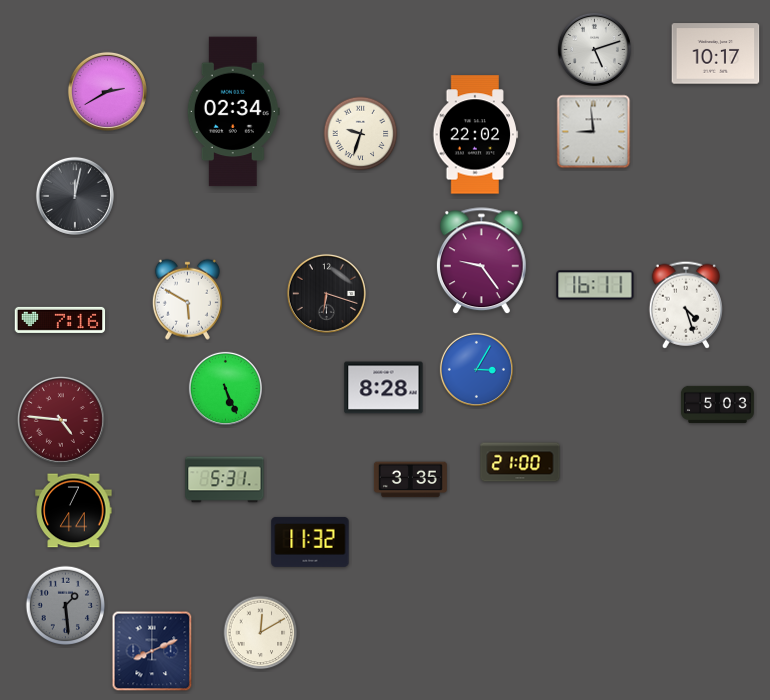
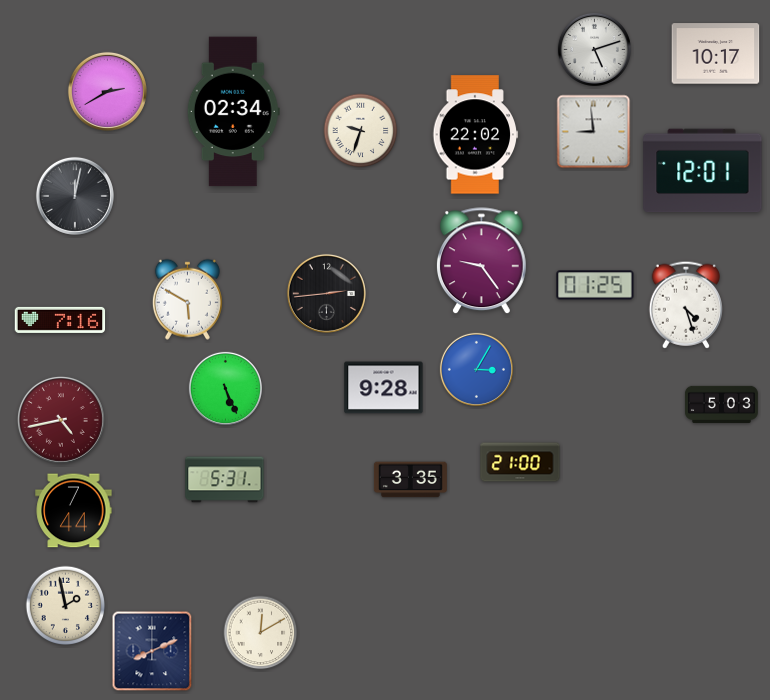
clock at (361, 134) position: (361, 134) -> (361, 131)
clock at (703, 171): none -> 12:01
clock at (595, 285): 16:11 -> 01:25
clock at (326, 293): 6:18 -> 2:44
clock at (384, 388): 8:28 -> 9:28
clock at (717, 404) position: (717, 404) -> (721, 404)
clock at (61, 420): 4:46 -> 4:43
clock at (310, 542): 11:32 -> none
clock at (66, 606): 1:29 -> 1:58
clock at (66, 606) dial: grey -> cream
